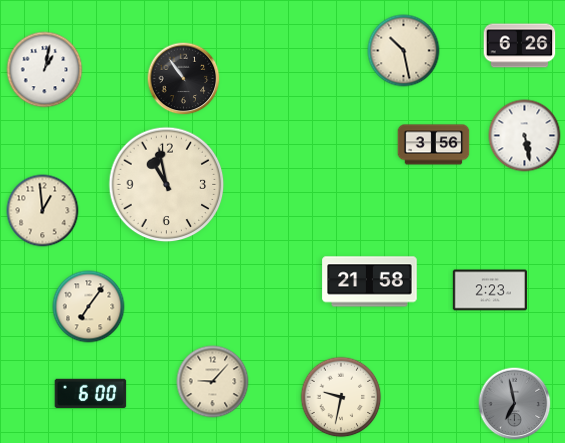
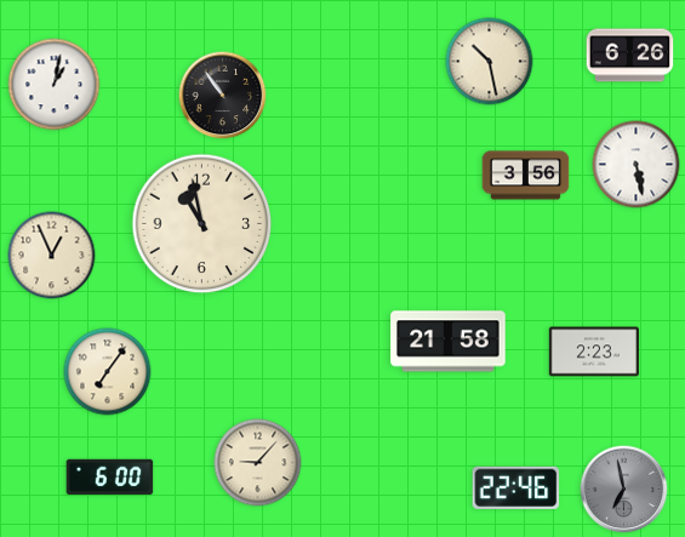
clock at (43, 211): 12:59 -> 12:56
clock at (341, 397): 9:32 -> none
clock at (516, 487): none -> 22:46
